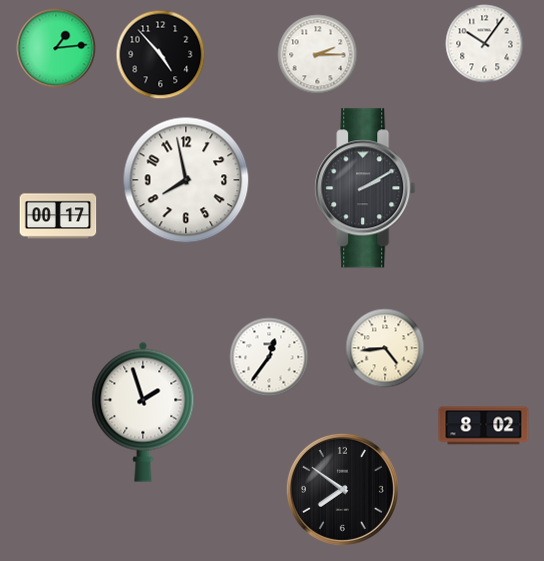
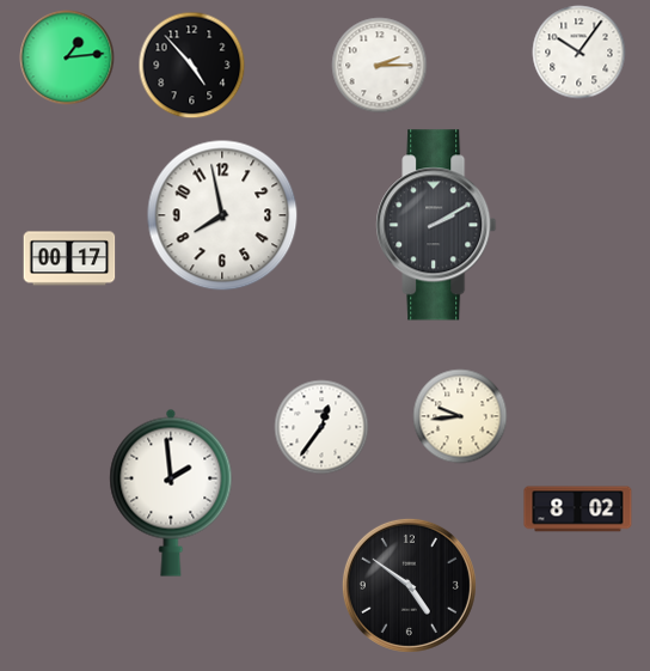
clock at (385, 348): 4:44 -> 9:44
clock at (143, 412): 1:57 -> 1:59
clock at (342, 489): 7:51 -> 4:51
